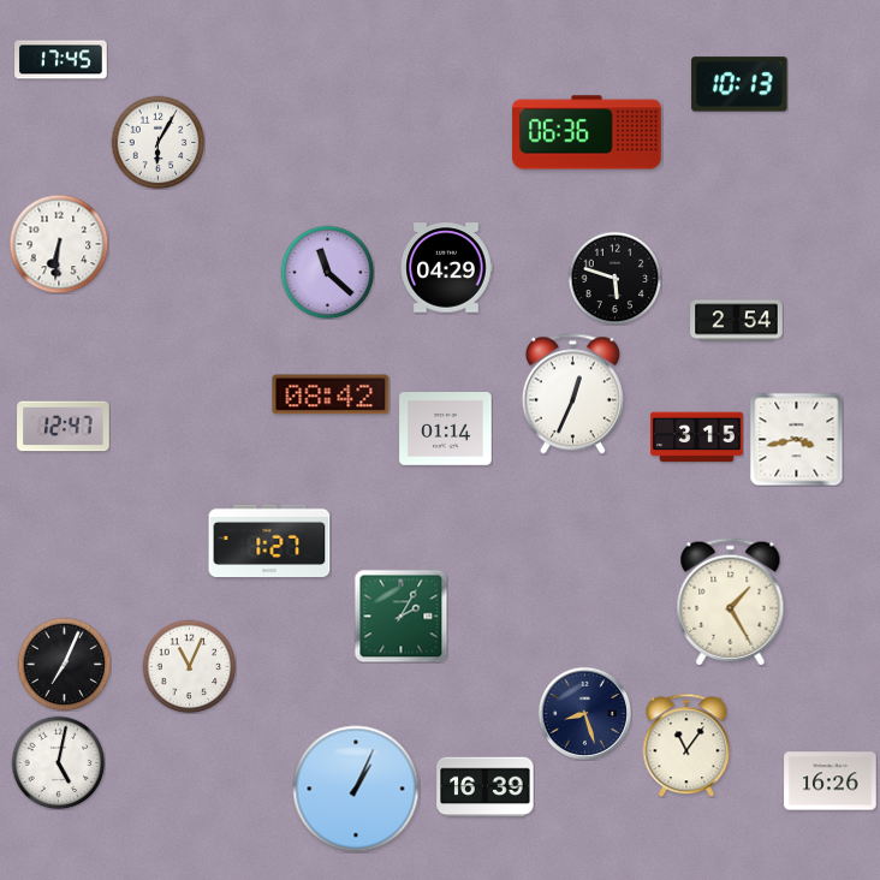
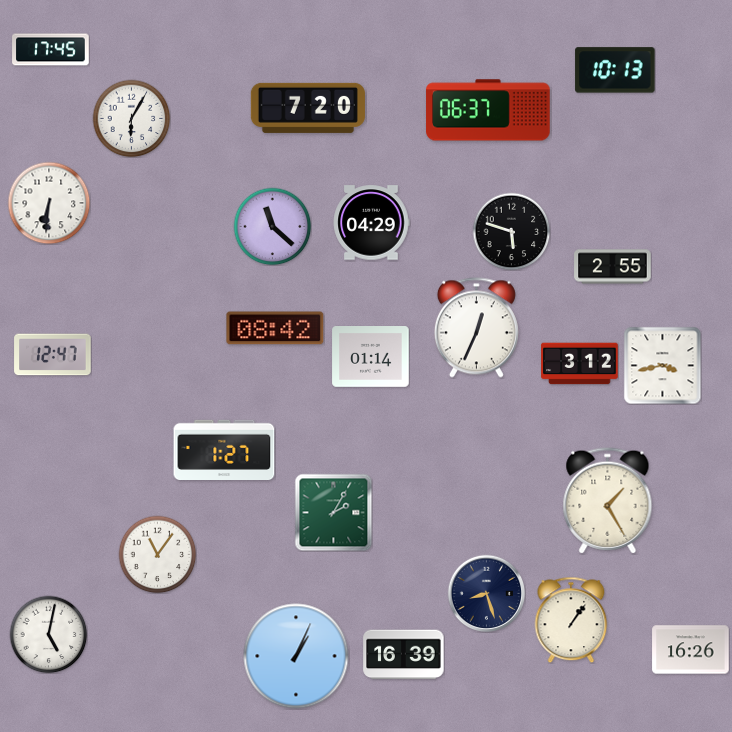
clock at (308, 108): none -> 7:20
clock at (587, 132): 06:36 -> 06:37
clock at (737, 321): 2:54 -> 2:55
clock at (697, 438): 3:15 -> 3:12
clock at (64, 664): 7:04 -> none
clock at (189, 666): 11:04 -> 11:06
clock at (686, 745): 11:06 -> 1:06
